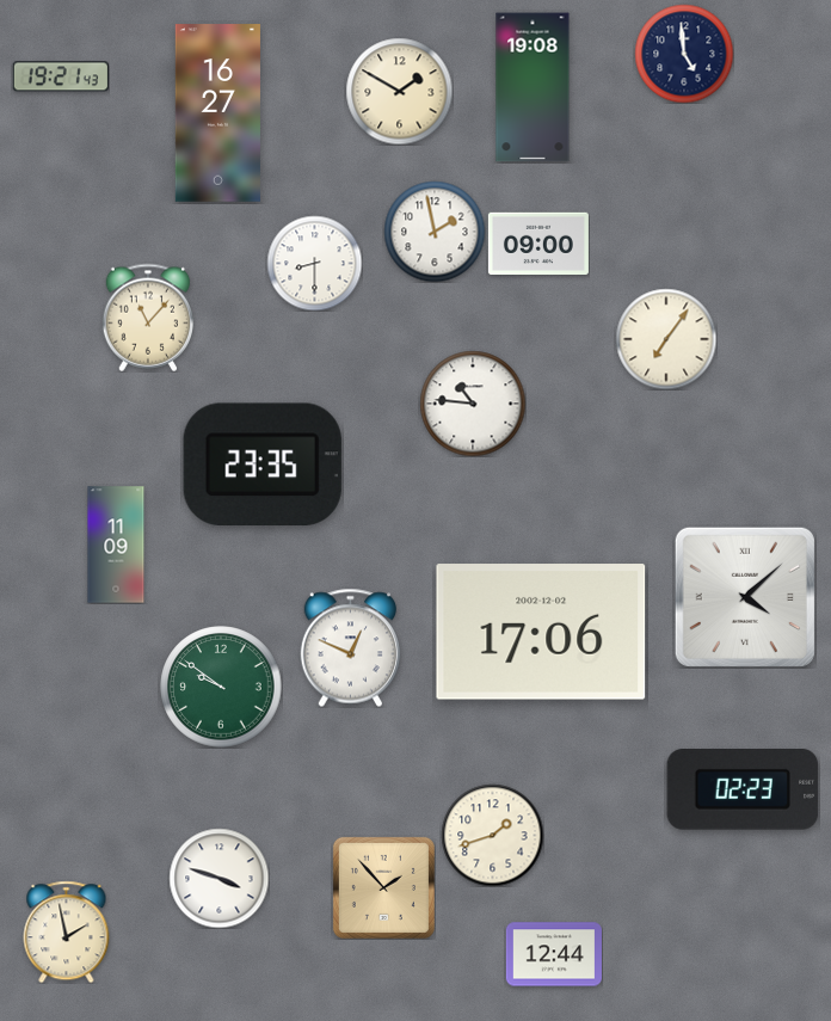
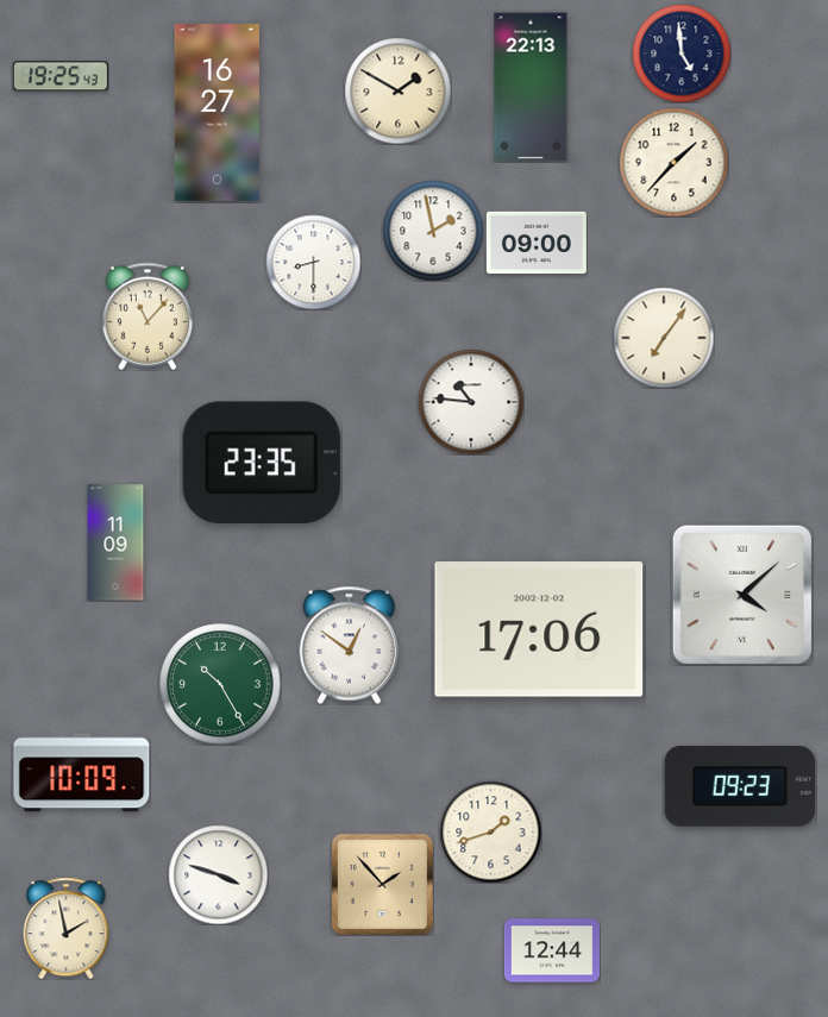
clock at (61, 76): 19:21 -> 19:25
clock at (533, 87): 19:08 -> 22:13
clock at (673, 162): none -> 1:37
clock at (351, 647): 12:49 -> 12:51
clock at (221, 687): 9:51 -> 10:25
clock at (82, 773): none -> 10:09
clock at (743, 791): 02:23 -> 09:23
